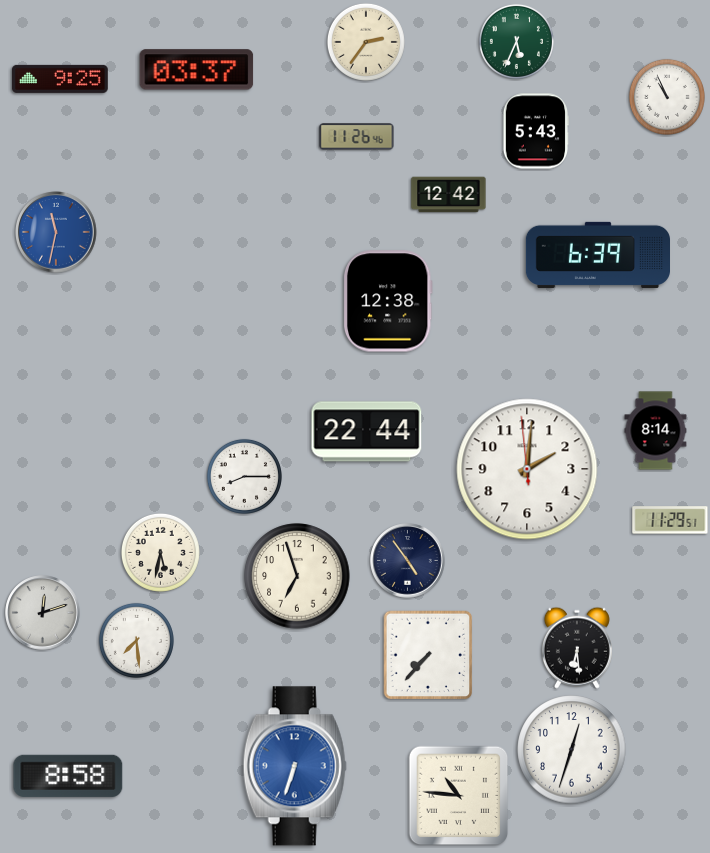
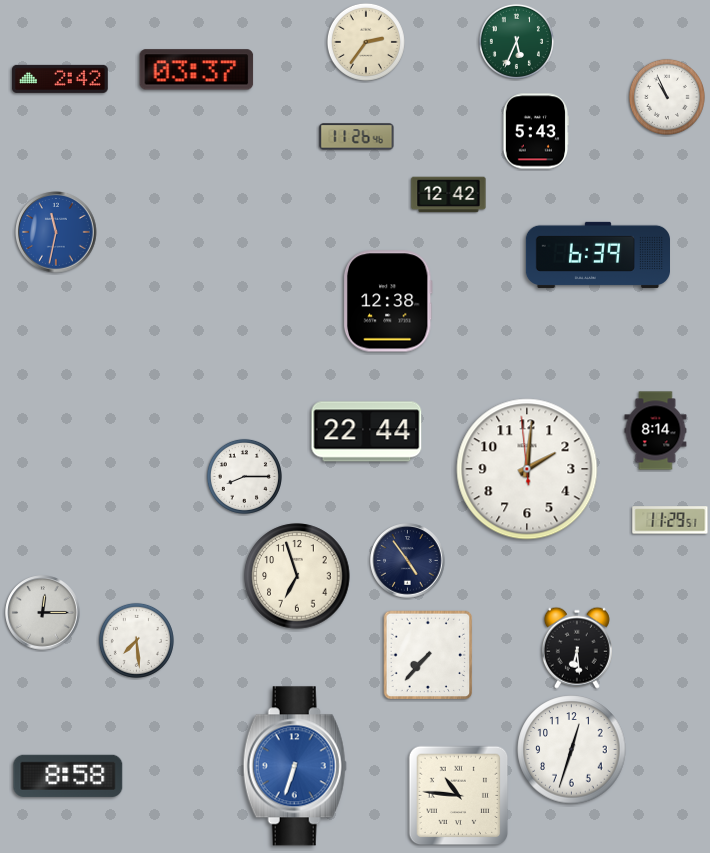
clock at (60, 79): 9:25 -> 2:42
clock at (160, 552): 5:32 -> none
clock at (43, 613): 12:12 -> 12:15
